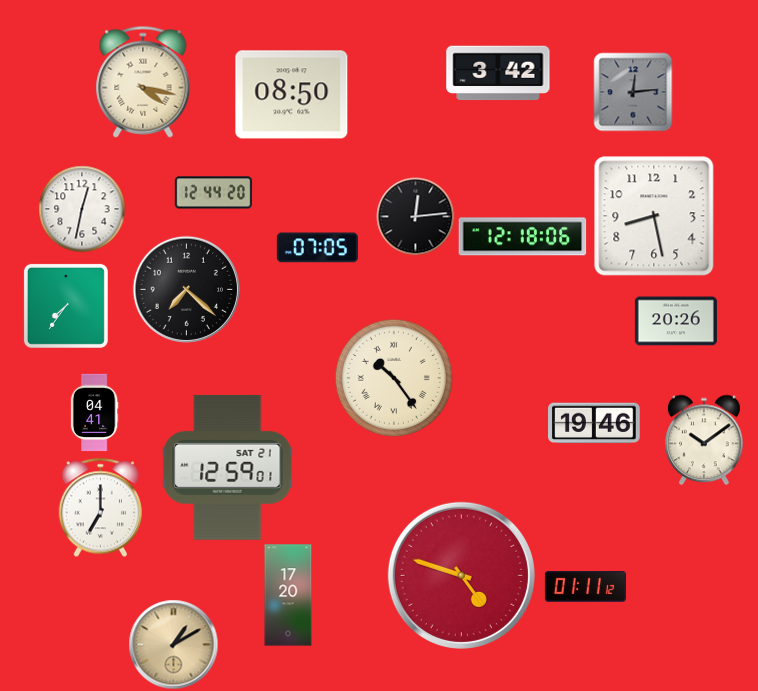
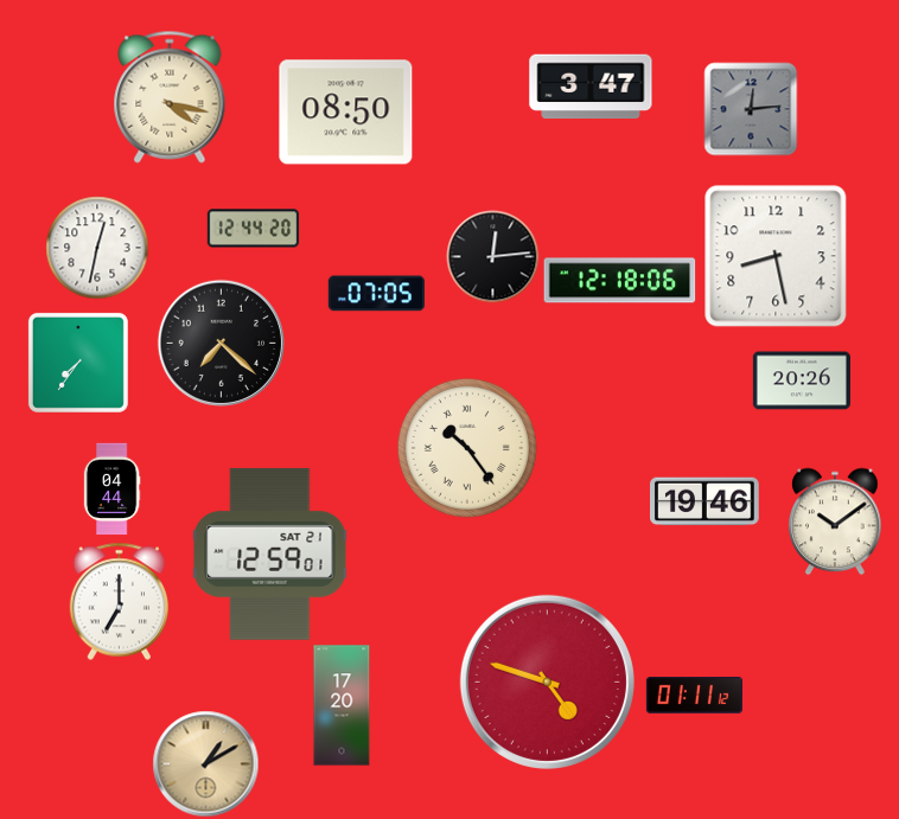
clock at (498, 73): 3:42 -> 3:47
clock at (94, 412): 04:41 -> 04:44
